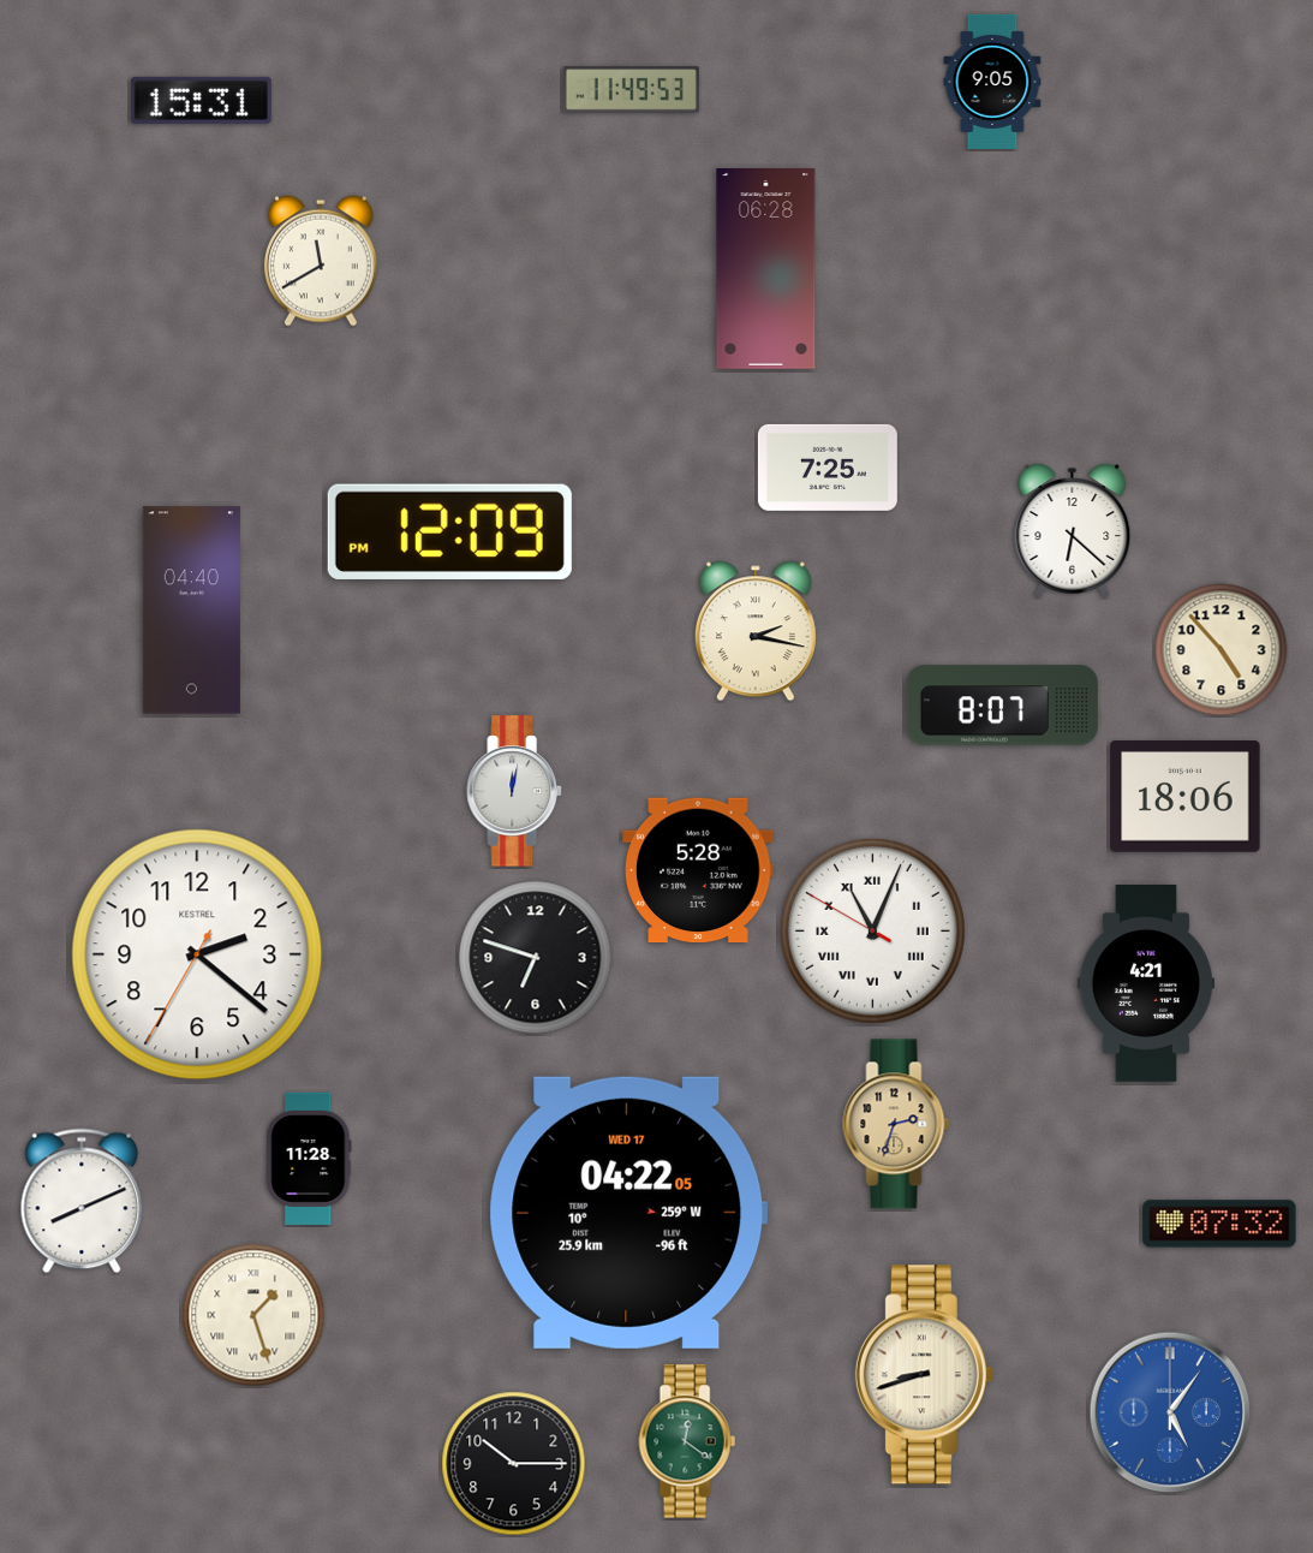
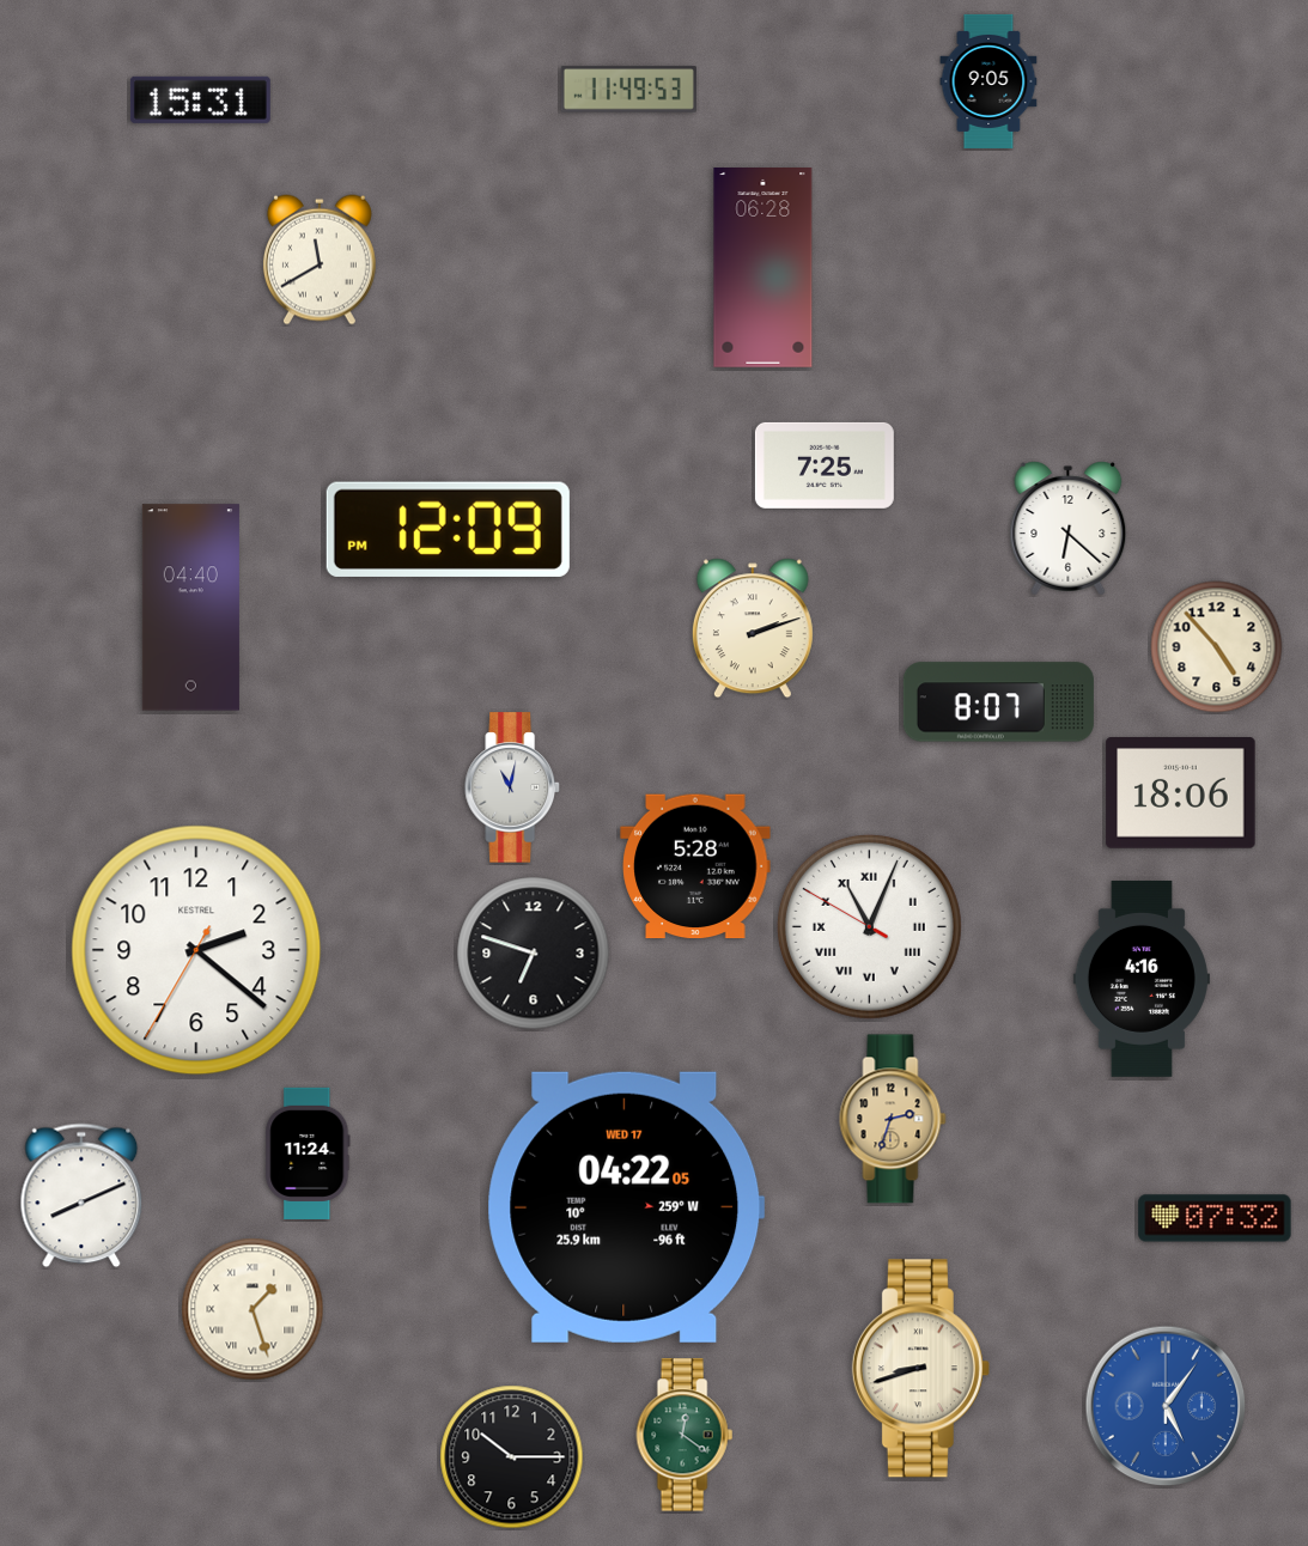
clock at (756, 631): 2:17 -> 2:12
clock at (514, 791): 12:02 -> 11:02
clock at (1146, 983): 4:21 -> 4:16
clock at (309, 1159): 11:28 -> 11:24
